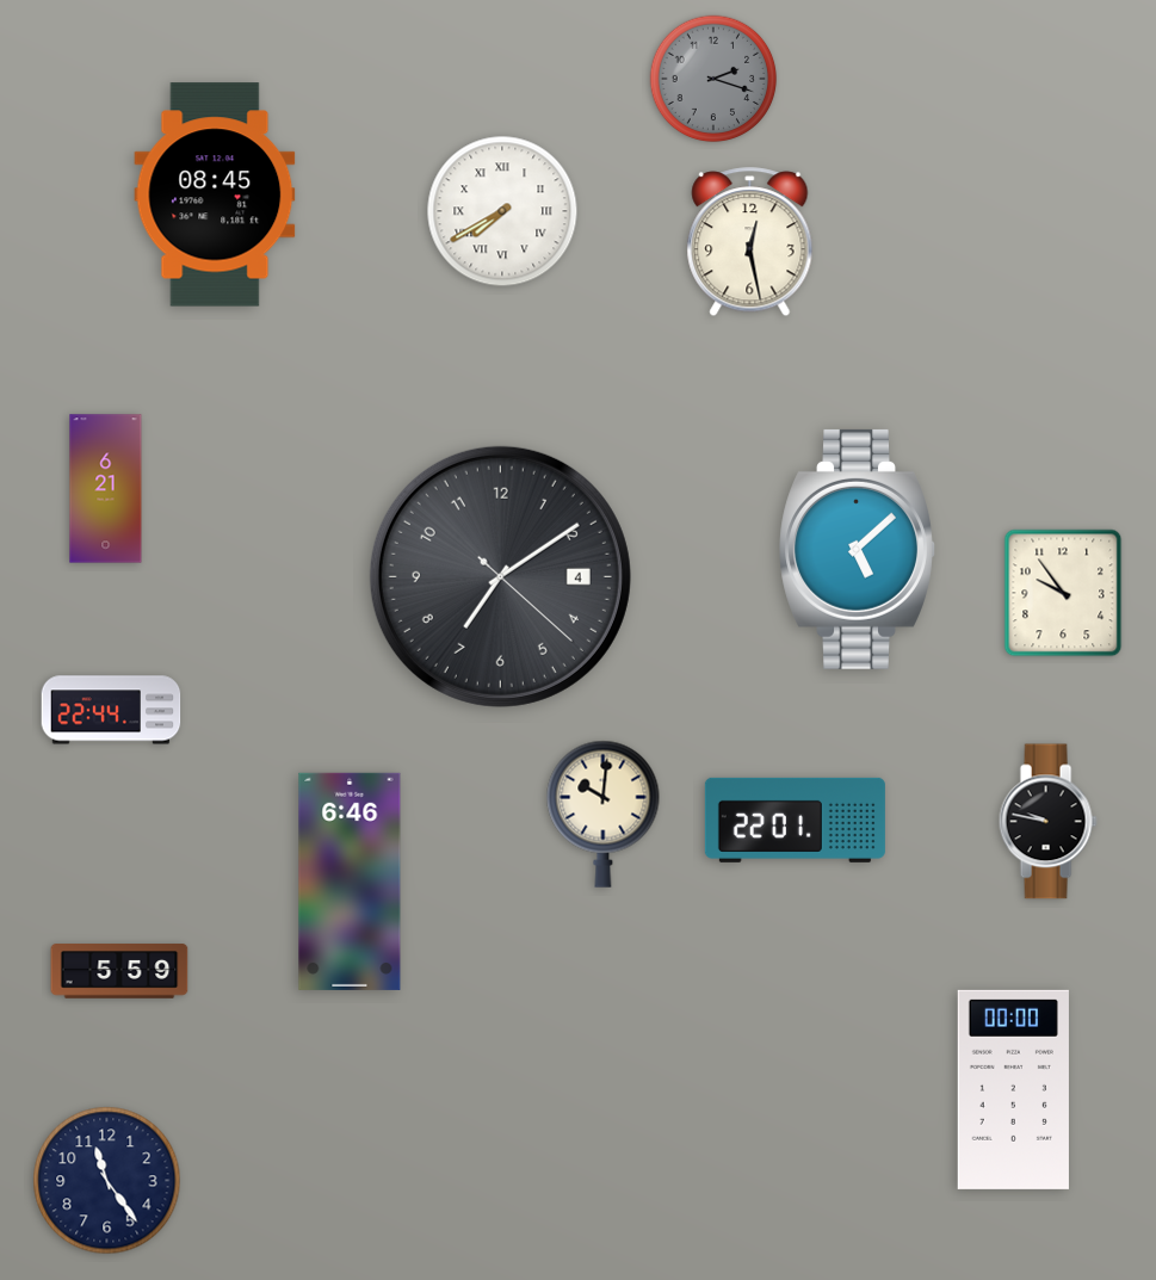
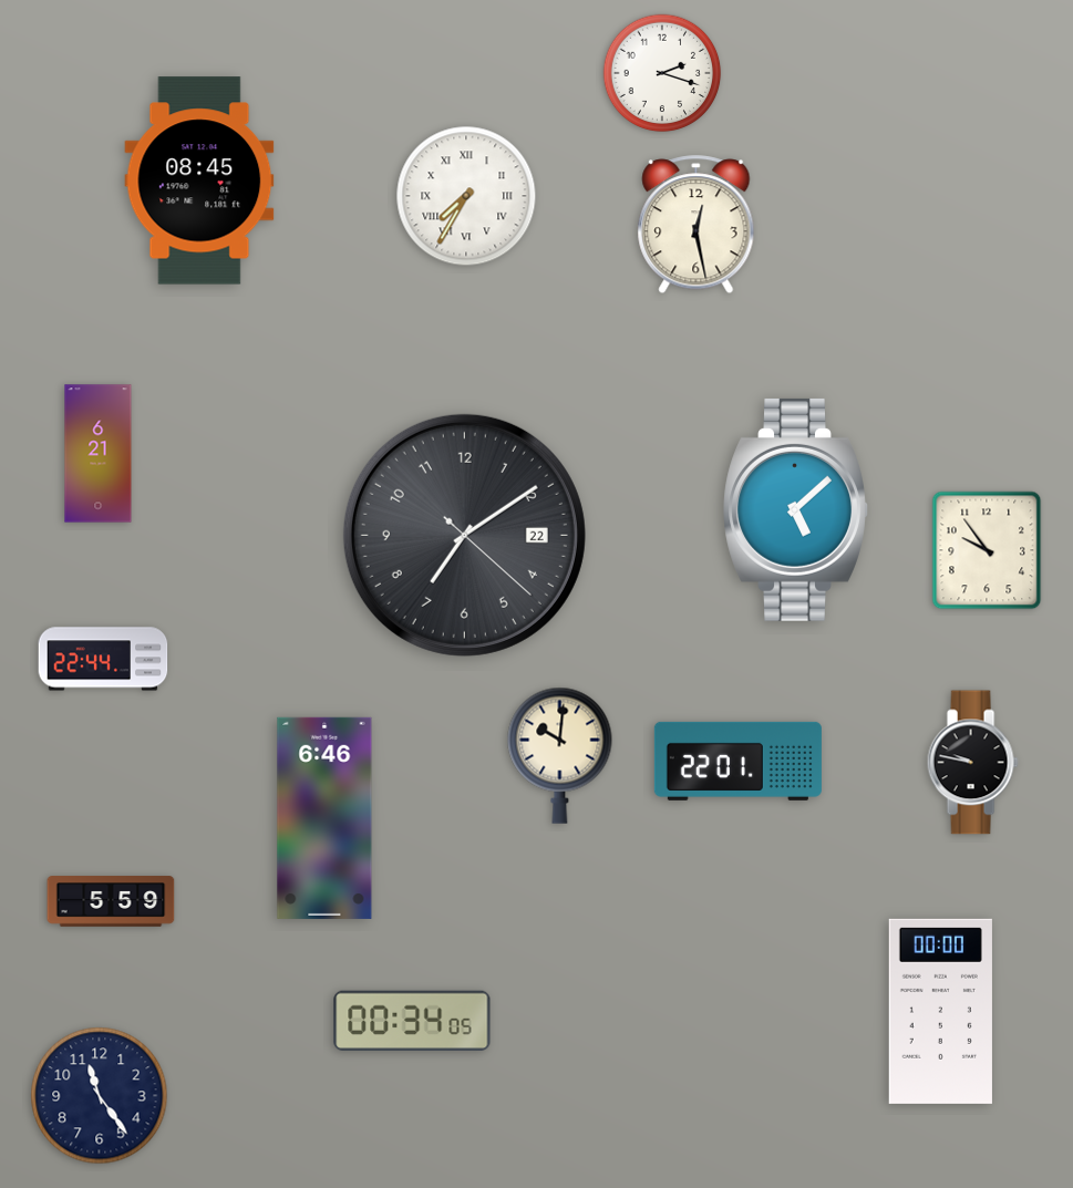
clock at (713, 79) dial: grey -> white
clock at (502, 211): 7:40 -> 7:35
clock at (500, 576) date: 4 -> 22
clock at (412, 1021): none -> 00:34
